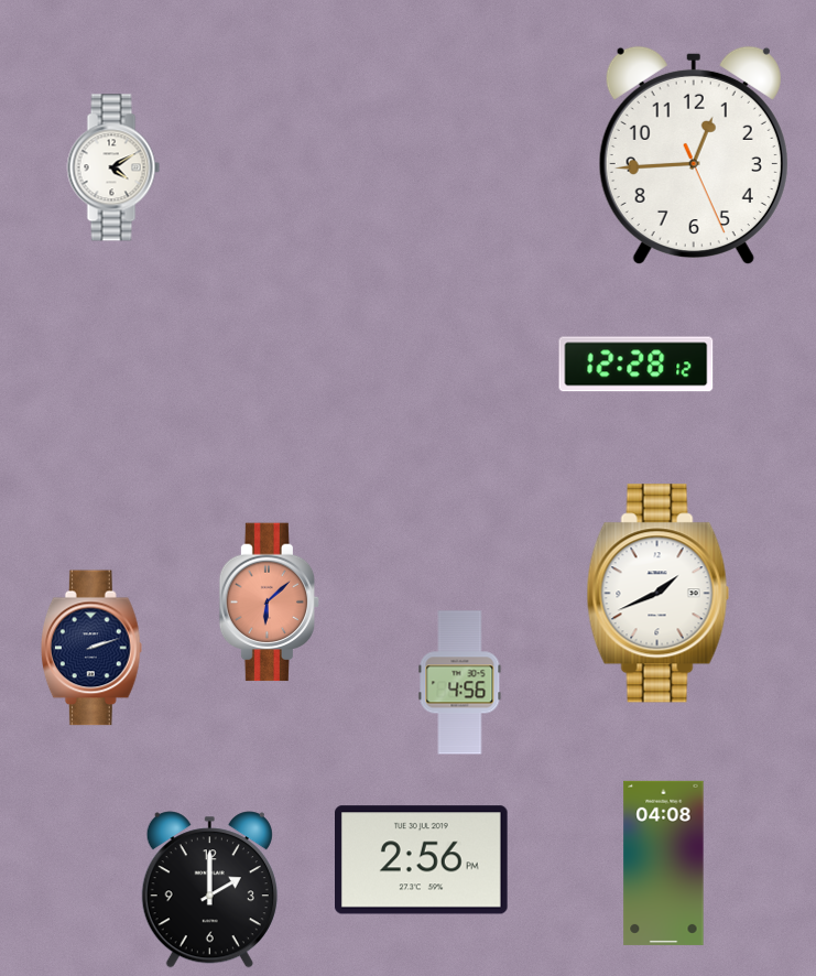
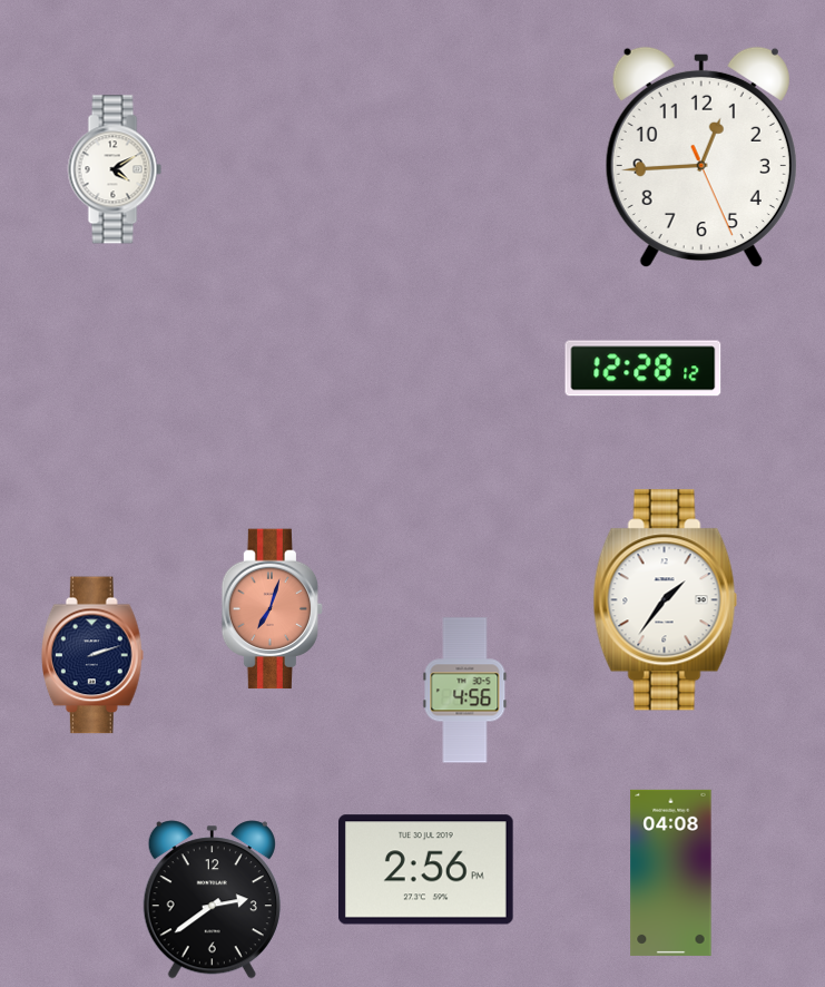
clock at (657, 594): 1:41 -> 1:36
clock at (270, 603): 6:08 -> 7:03
clock at (209, 890): 2:00 -> 2:39
